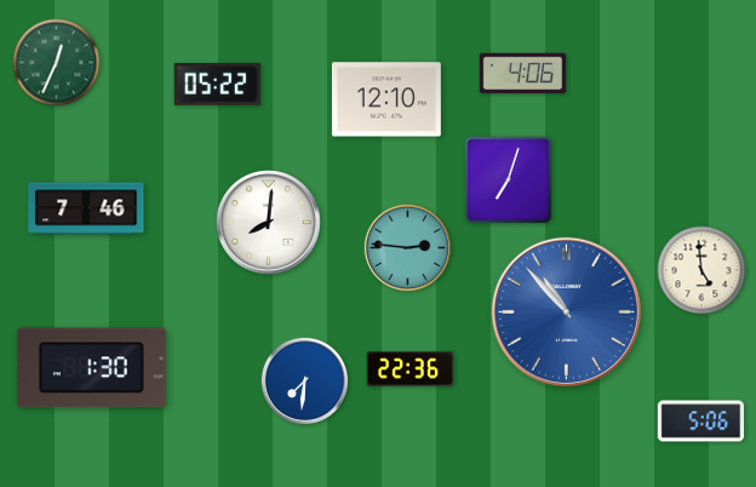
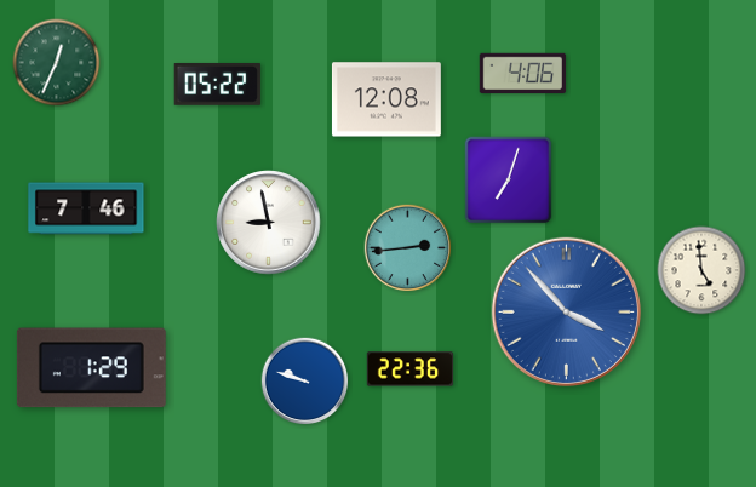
clock at (386, 99): 12:10 -> 12:08
clock at (269, 223): 8:01 -> 8:58
clock at (408, 248): 2:46 -> 2:44
clock at (566, 311): 10:53 -> 3:53
clock at (91, 368): 1:30 -> 1:29
clock at (305, 382): 7:31 -> 9:48
clock at (701, 422): 5:06 -> none
